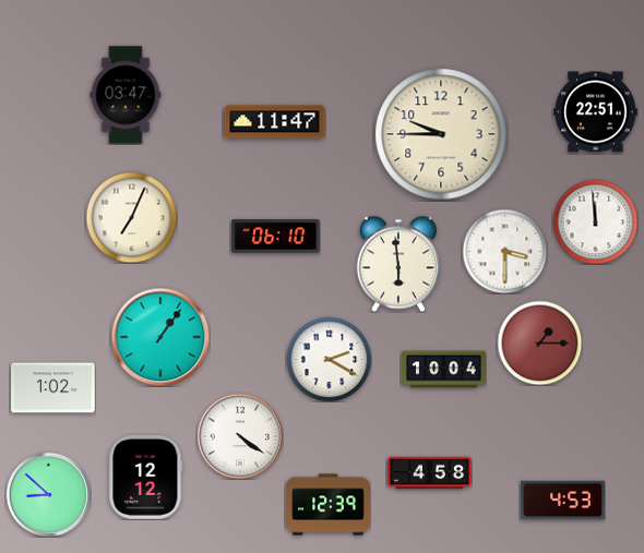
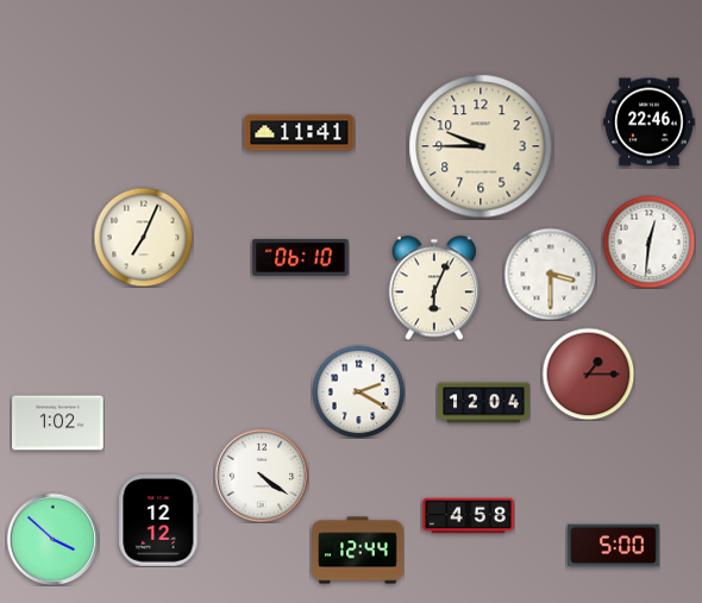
clock at (126, 95): 03:47 -> none
clock at (596, 112): 22:51 -> 22:46
clock at (275, 122): 11:47 -> 11:41
clock at (595, 221): 11:59 -> 12:31
clock at (397, 264): 5:59 -> 6:04
clock at (160, 337): 1:06 -> none
clock at (444, 370): 10:04 -> 12:04
clock at (48, 494): 8:52 -> 3:52
clock at (563, 501): 4:53 -> 5:00
clock at (329, 505): 12:39 -> 12:44
